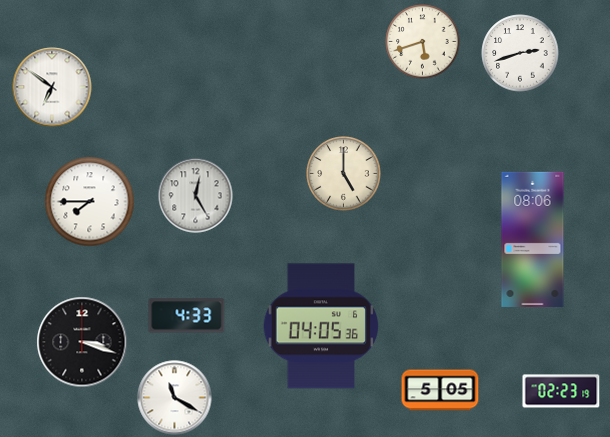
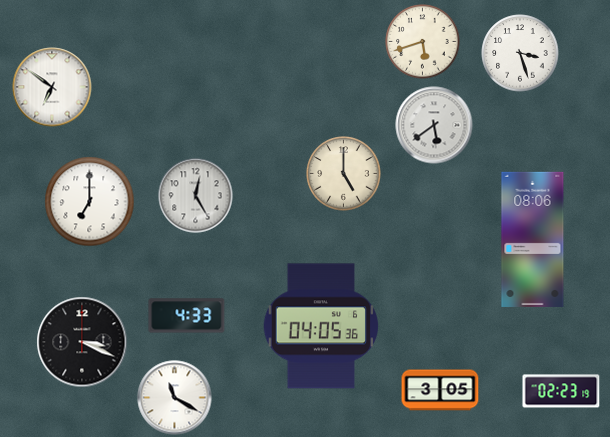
clock at (520, 53): 2:42 -> 3:27
clock at (434, 125): none -> 5:39
clock at (90, 202): 7:45 -> 7:00
clock at (82, 342): 3:18 -> 3:19
clock at (440, 390): 5:05 -> 3:05
